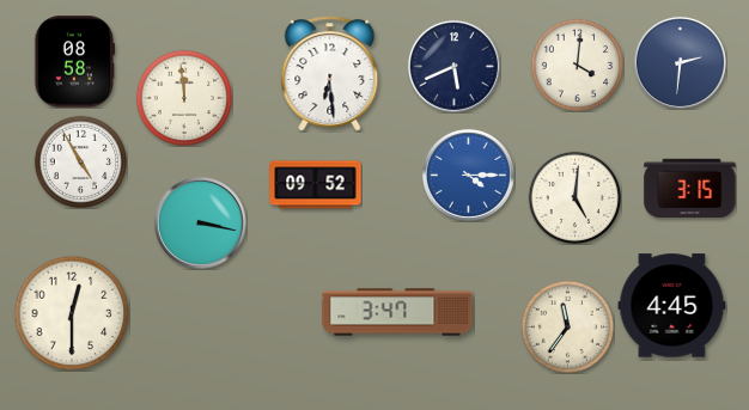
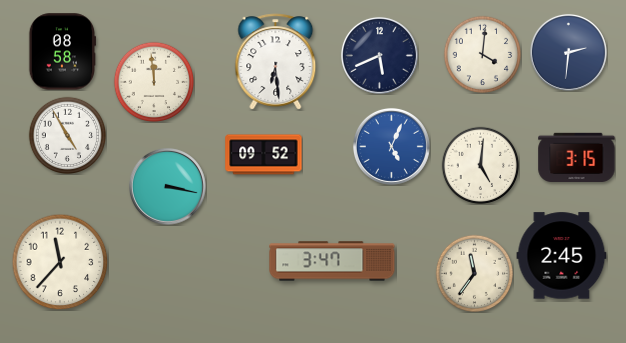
clock at (468, 175): 4:15 -> 5:04
clock at (672, 306): 4:45 -> 2:45
clock at (72, 313): 12:30 -> 11:37
